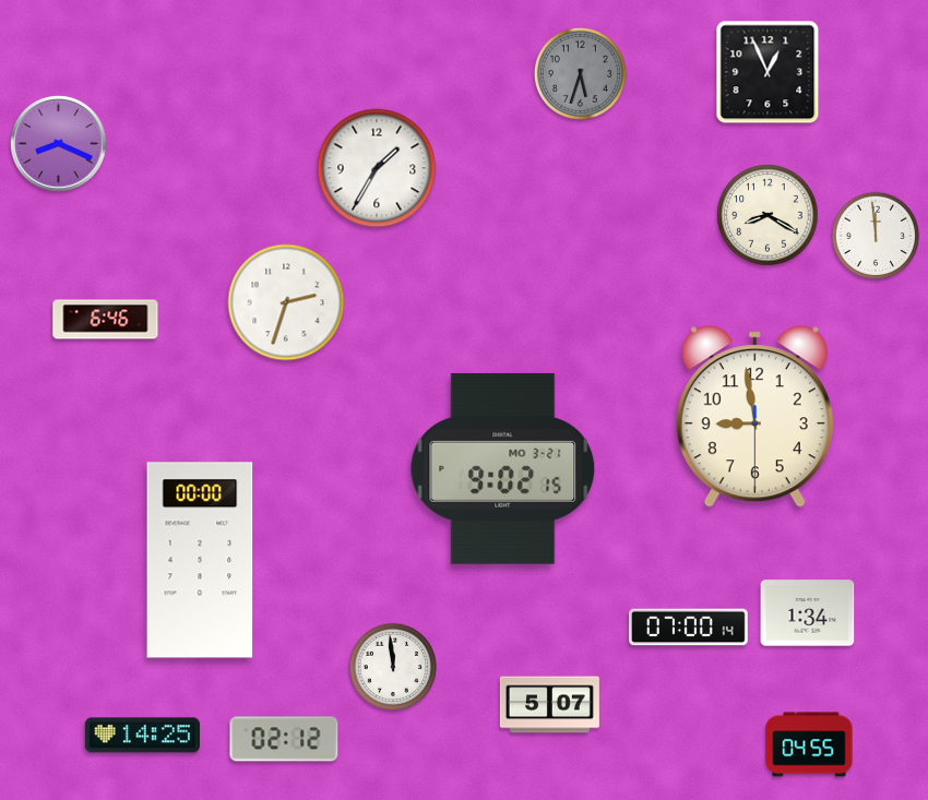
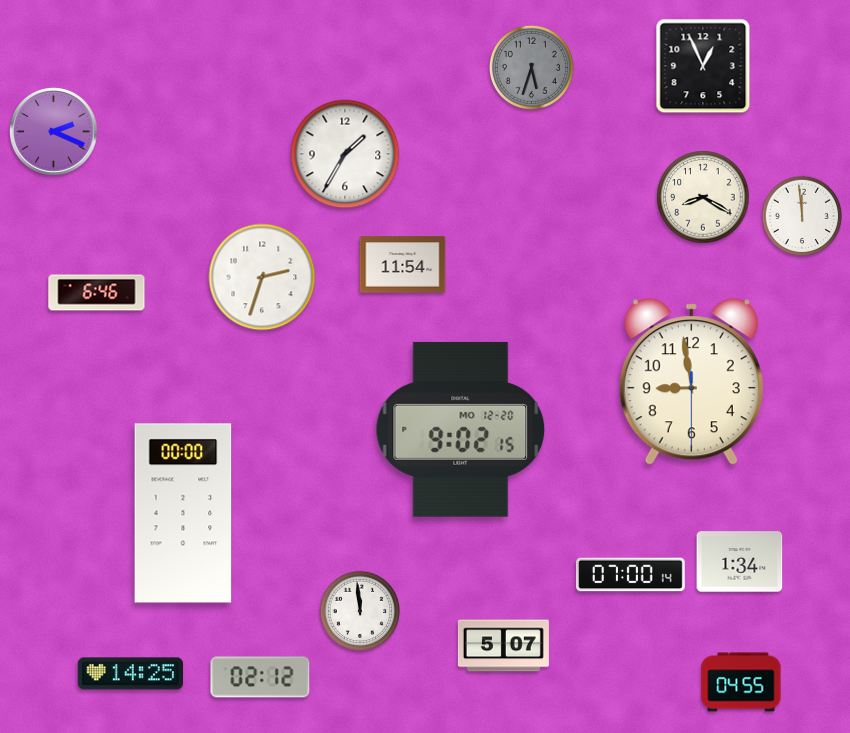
clock at (59, 144): 8:19 -> 2:19
clock at (403, 265): none -> 11:54
clock at (503, 468) date: MO 3-21 -> MO 12-20
